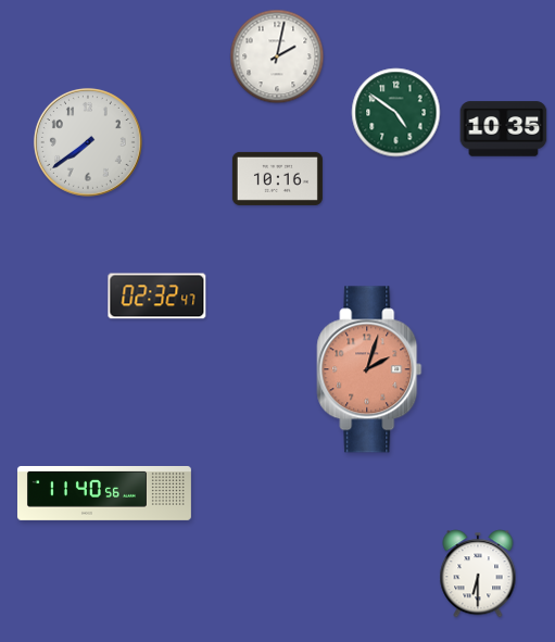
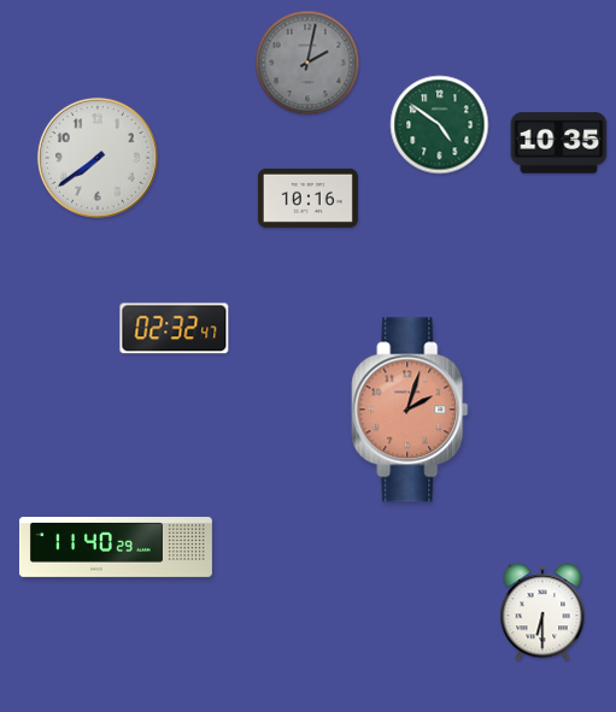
clock at (277, 56) dial: white -> grey
clock at (104, 494): 11:40:56 -> 11:40:29
clock at (478, 574) position: (478, 574) -> (542, 612)
